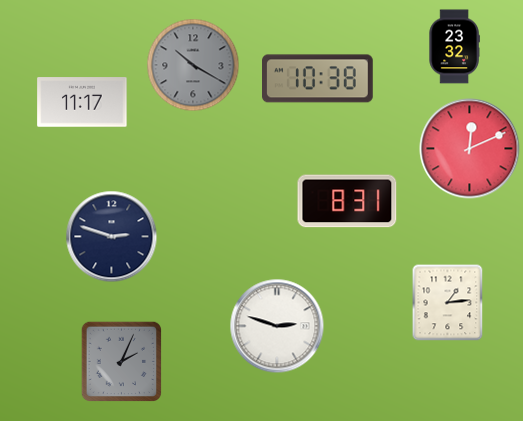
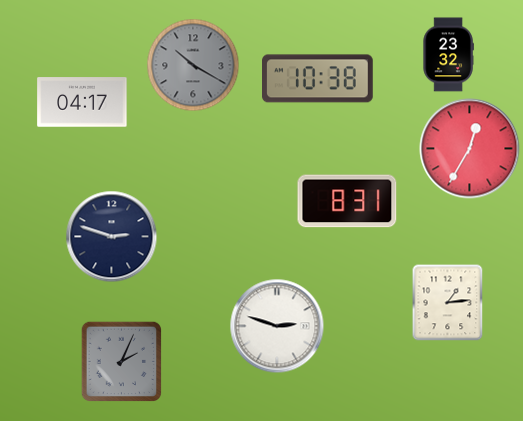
clock at (454, 47) position: (454, 47) -> (448, 55)
clock at (82, 102): 11:17 -> 04:17
clock at (470, 149): 12:11 -> 12:35
